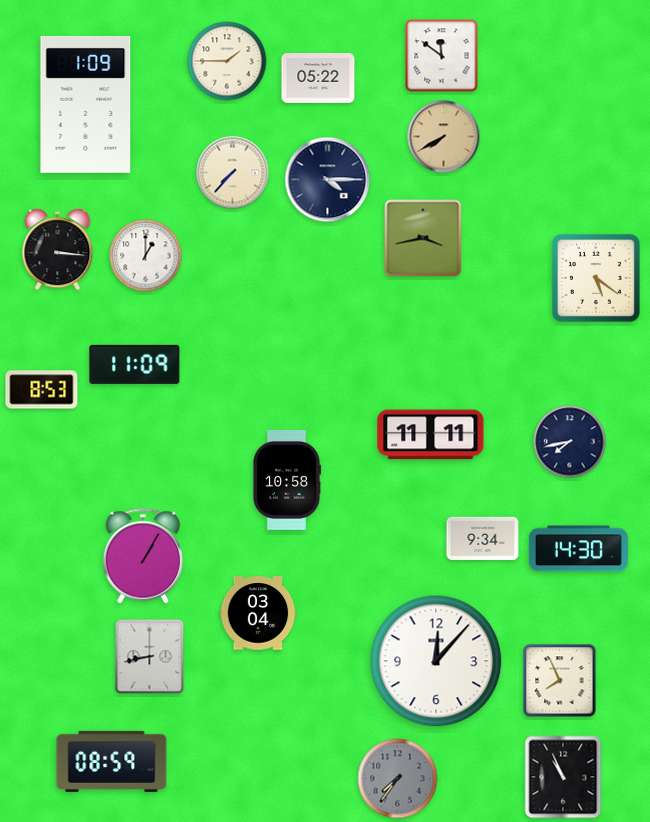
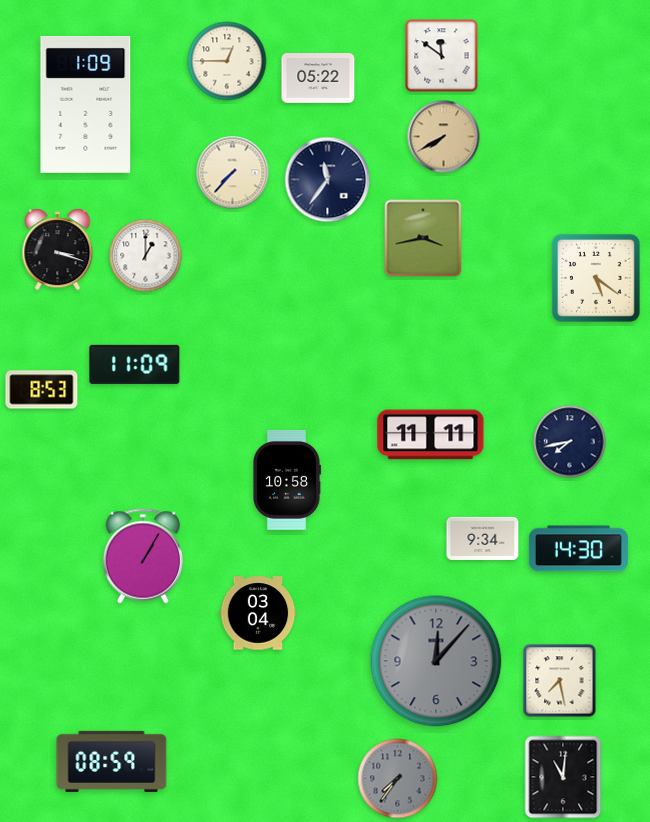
clock at (227, 61): 1:45 -> 12:45
clock at (328, 180): 4:15 -> 11:36
clock at (58, 250): 3:16 -> 3:18
clock at (150, 657): 8:43 -> none
clock at (436, 661) dial: white -> grey
clock at (560, 681): 7:56 -> 7:28
clock at (563, 777): 10:56 -> 11:01
